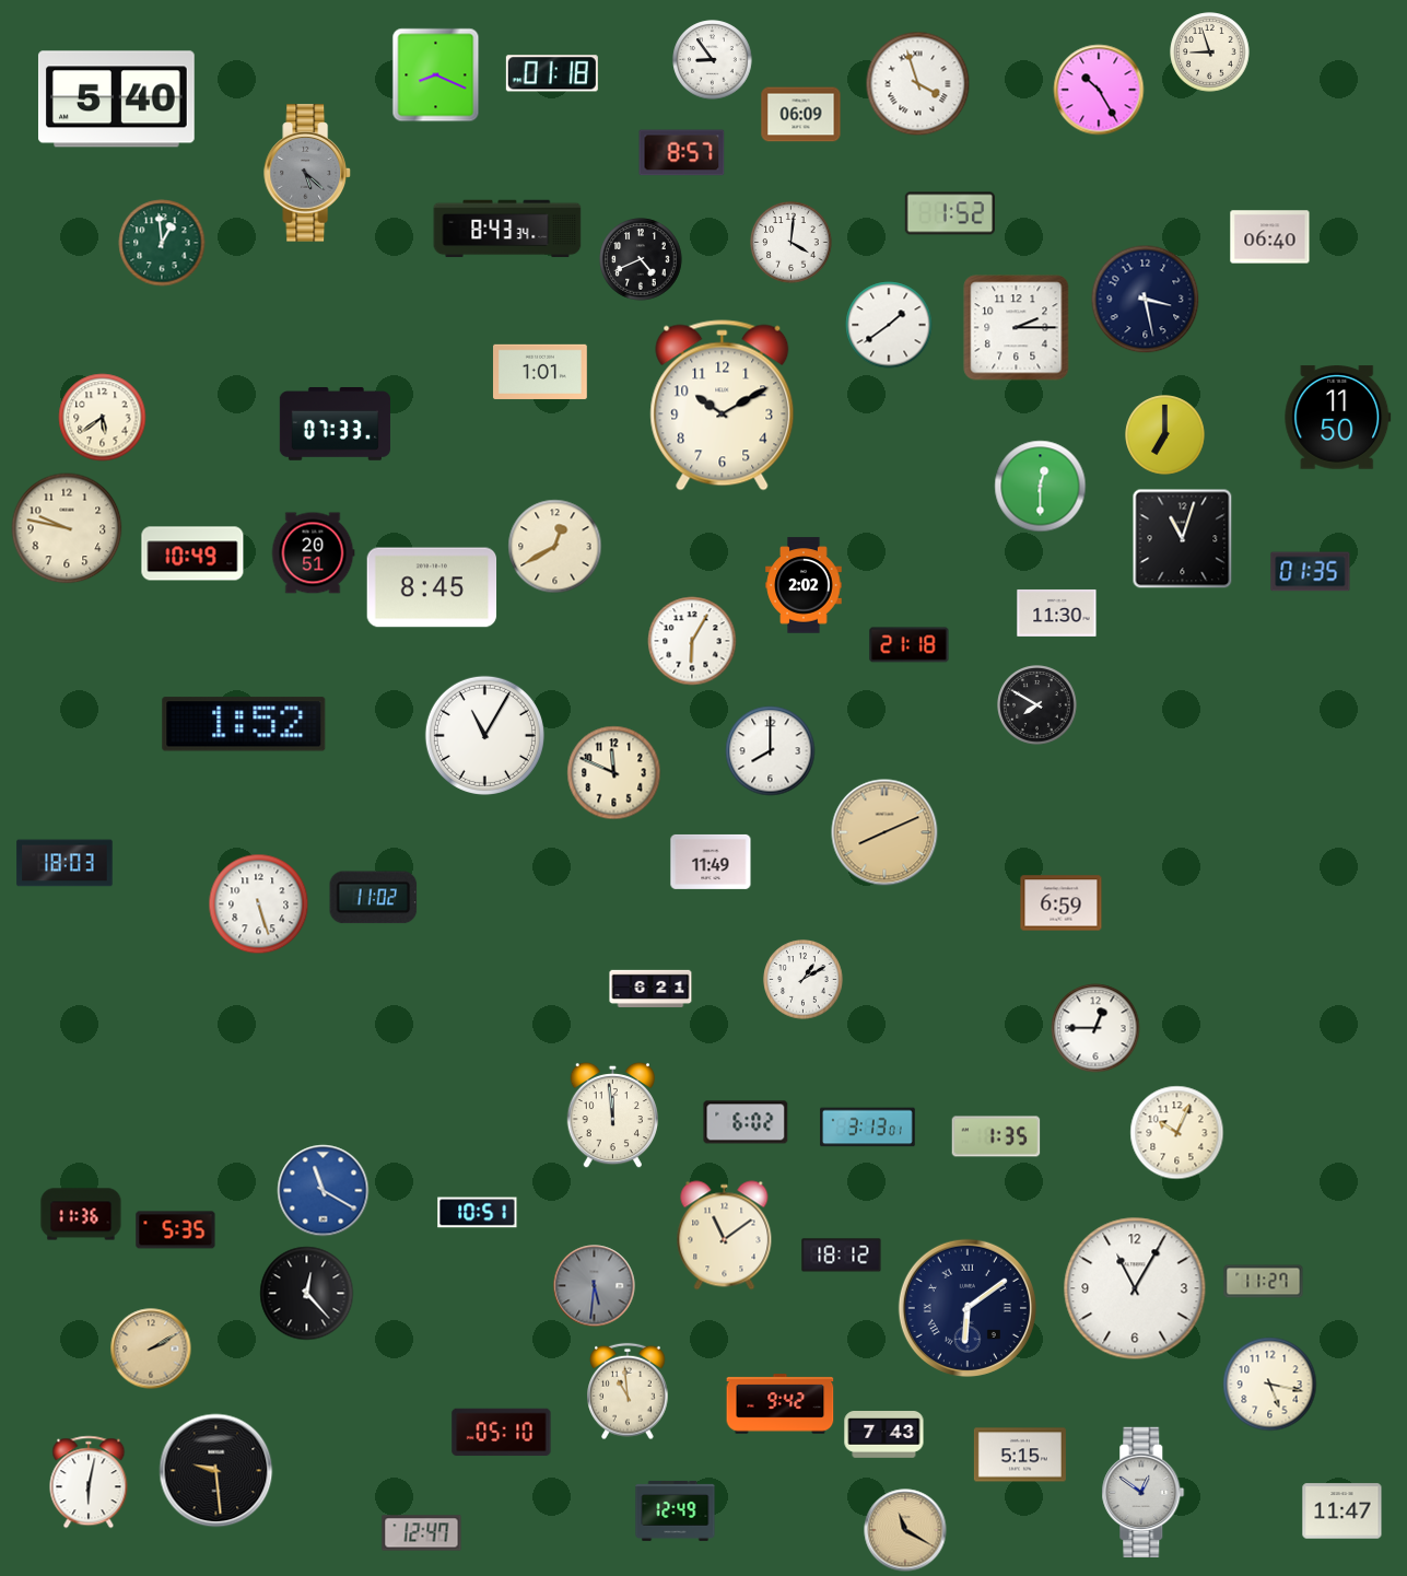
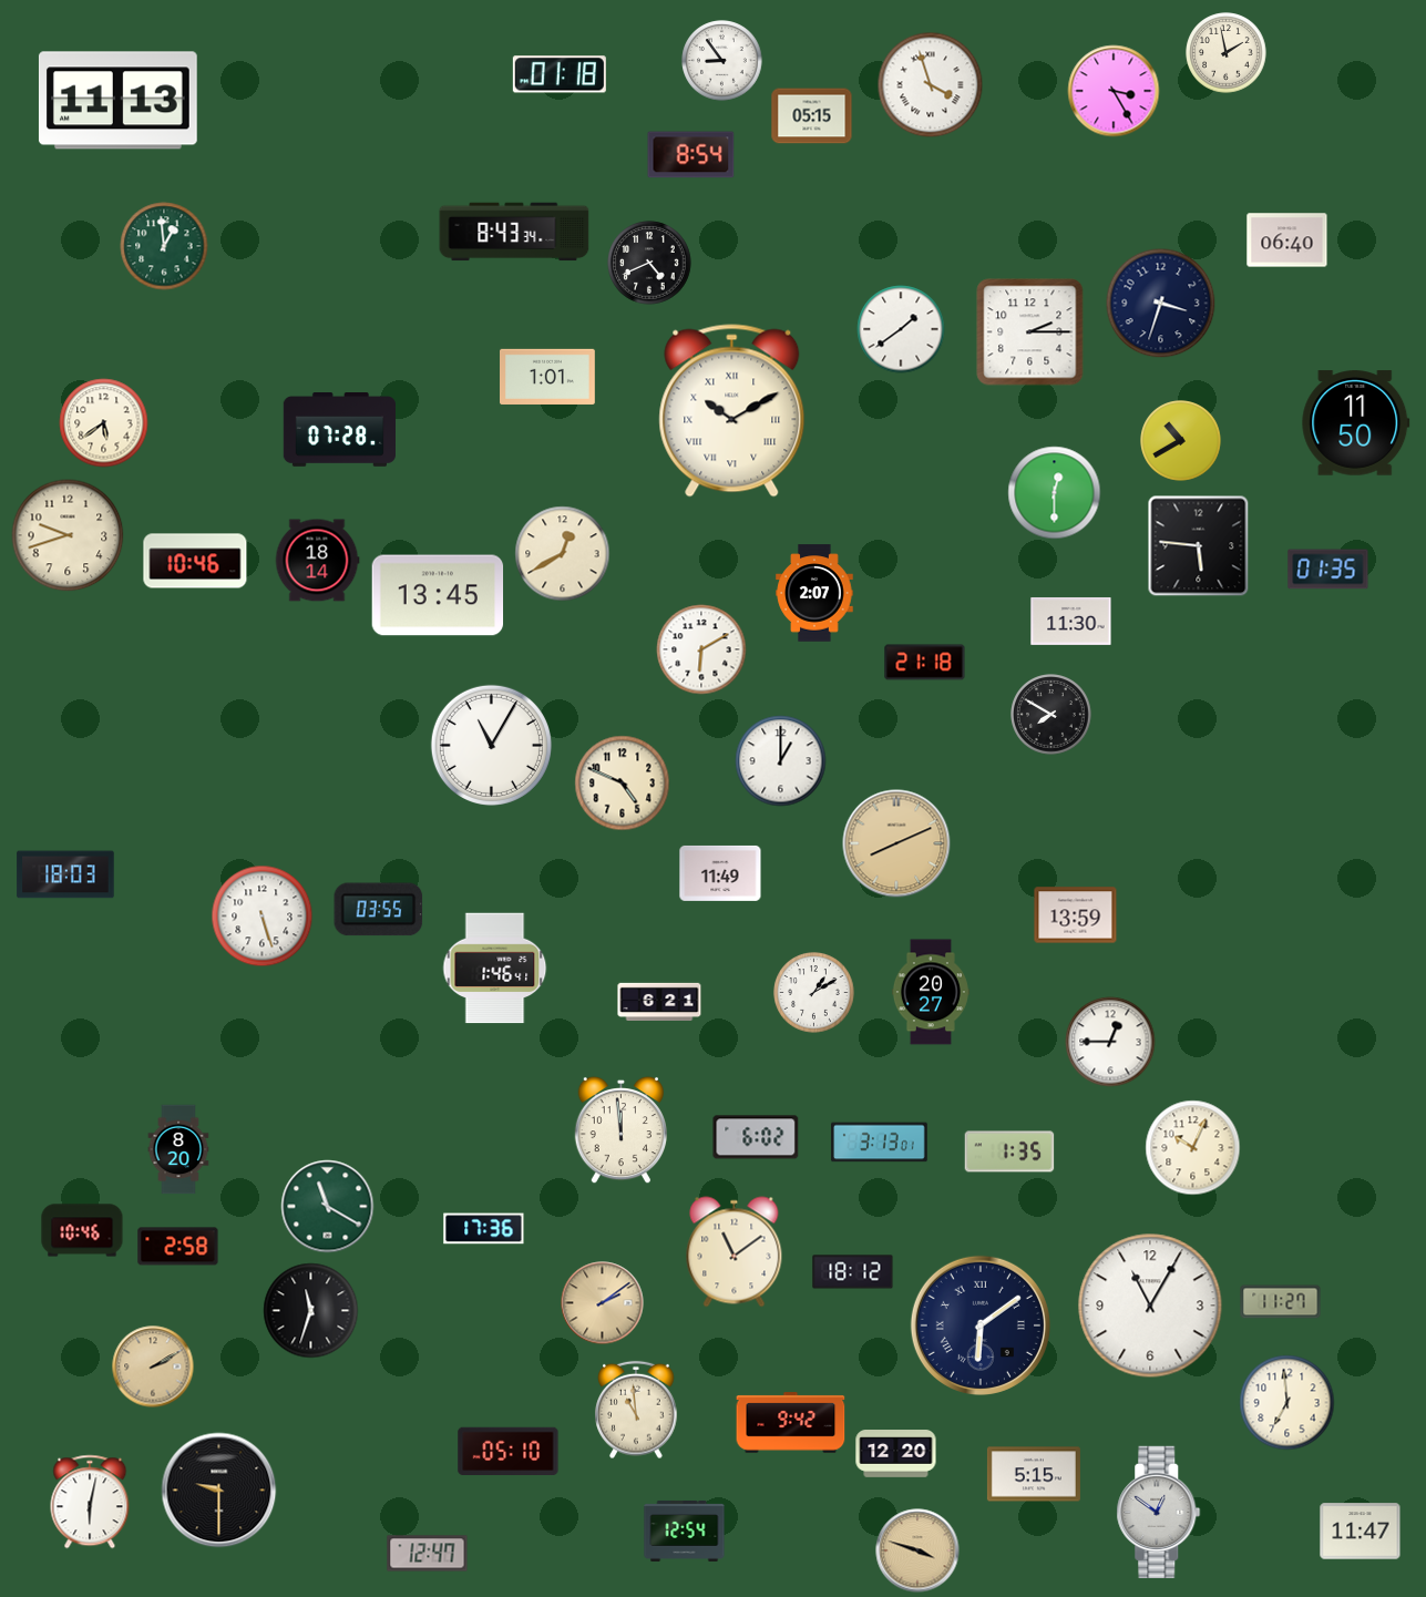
clock at (1210, 52): 8:57 -> 1:58
clock at (436, 75): 8:19 -> none
clock at (1099, 90): 10:25 -> 3:25
clock at (116, 100): 5:40 -> 11:13
clock at (801, 115): 06:09 -> 05:15
clock at (682, 153): 8:57 -> 8:54
clock at (307, 173): 5:22 -> none
clock at (950, 213): 1:52 -> none
clock at (792, 243): 4:01 -> none
clock at (1146, 300): 3:28 -> 3:33
clock at (723, 406) numerals: Arabic -> Roman
clock at (335, 424): 07:33 -> 07:28
clock at (1165, 435): 7:00 -> 10:40
clock at (67, 528): 9:47 -> 9:42
clock at (1183, 539): 11:03 -> 5:46
clock at (192, 553): 10:49 -> 10:46
clock at (313, 553): 20:51 -> 18:14
clock at (1311, 572) position: (1311, 572) -> (1328, 570)
clock at (804, 585): 2:02 -> 2:07
clock at (432, 587): 8:45 -> 13:45
clock at (692, 641): 6:05 -> 6:10
clock at (910, 645) position: (910, 645) -> (925, 663)
clock at (244, 724): 1:52 -> none
clock at (771, 751): 8:00 -> 1:00
clock at (614, 773): 11:49 -> 4:49
clock at (374, 898): 11:02 -> 03:55
clock at (1062, 903): 6:59 -> 13:59
clock at (495, 969): none -> 1:46
clock at (931, 992): none -> 20:27
clock at (178, 1149): none -> 8:20
clock at (324, 1191) dial: blue -> green
clock at (478, 1213): 10:51 -> 17:36
clock at (81, 1214): 11:36 -> 10:46
clock at (176, 1230): 5:35 -> 2:58
clock at (1264, 1282) position: (1264, 1282) -> (1281, 1302)
clock at (595, 1286): 5:31 -> 2:09
clock at (595, 1286) dial: grey -> champagne
clock at (307, 1294): 12:23 -> 11:33
clock at (1270, 1385): 5:17 -> 6:59
clock at (884, 1435): 7:43 -> 12:20
clock at (216, 1471): 9:29 -> 9:30
clock at (676, 1510): 12:49 -> 12:54
clock at (905, 1530): 11:20 -> 3:48
